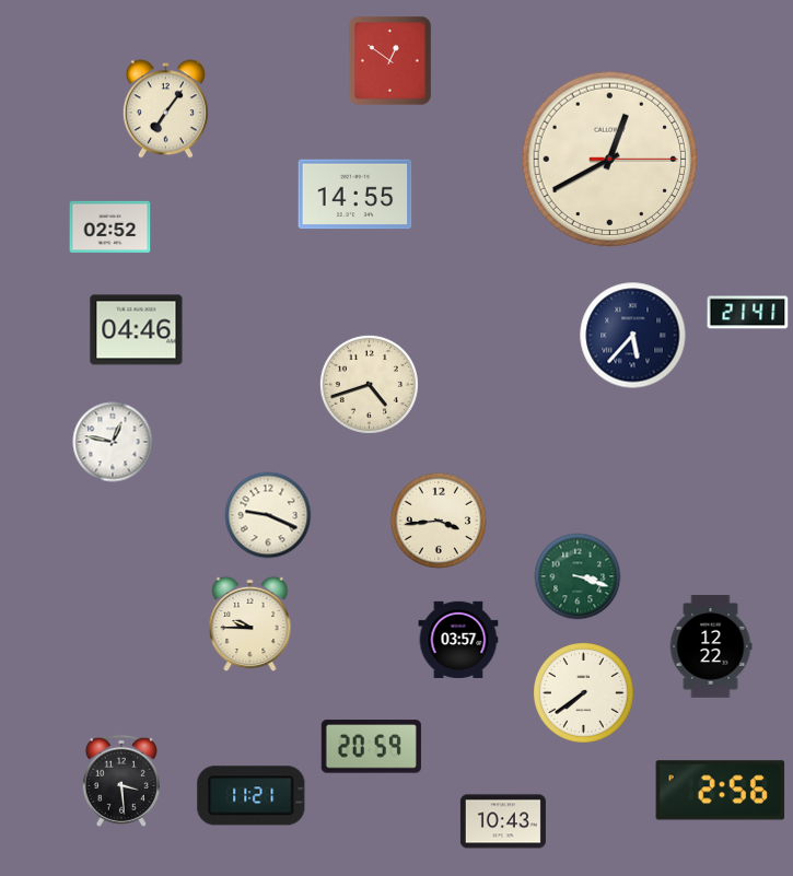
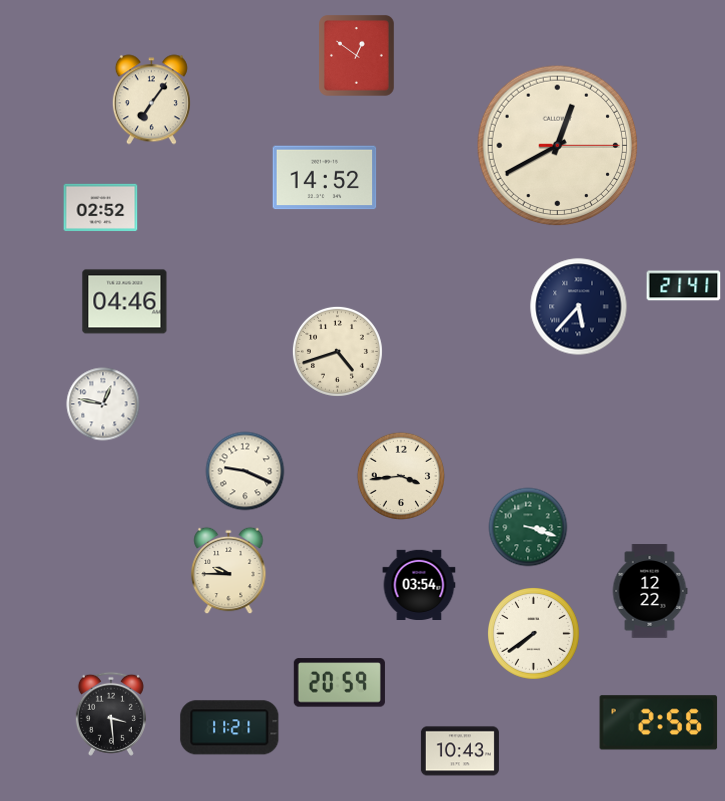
clock at (355, 195): 14:55 -> 14:52
clock at (458, 639): 03:57 -> 03:54
